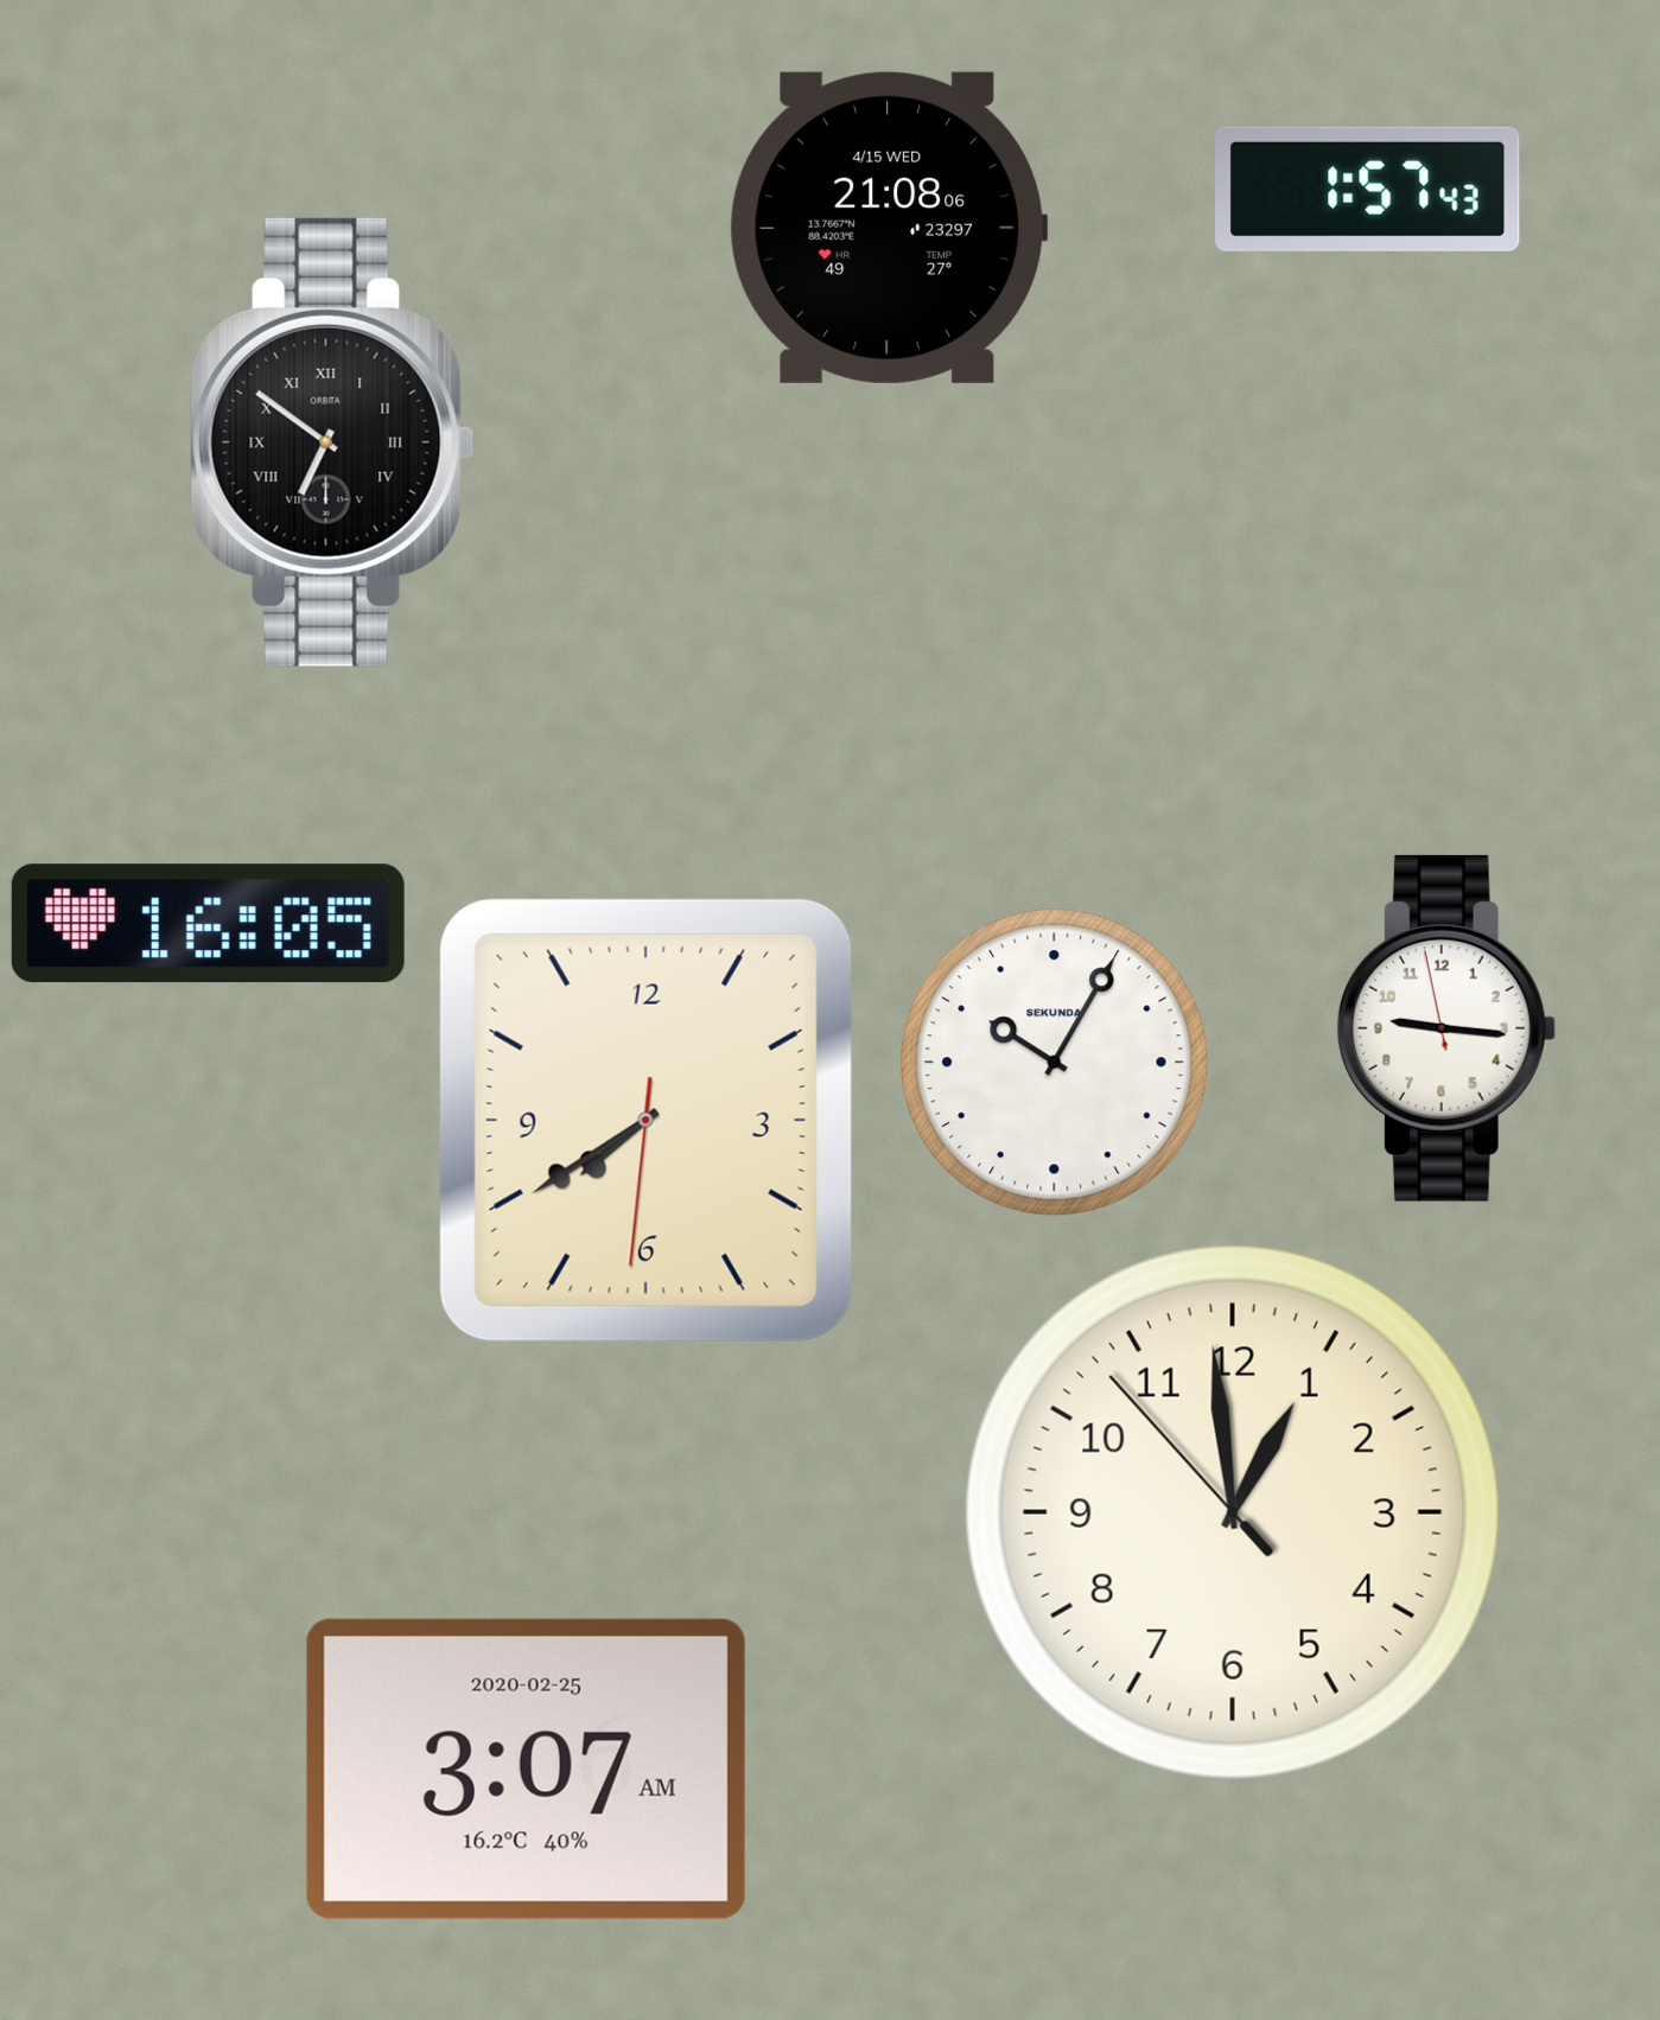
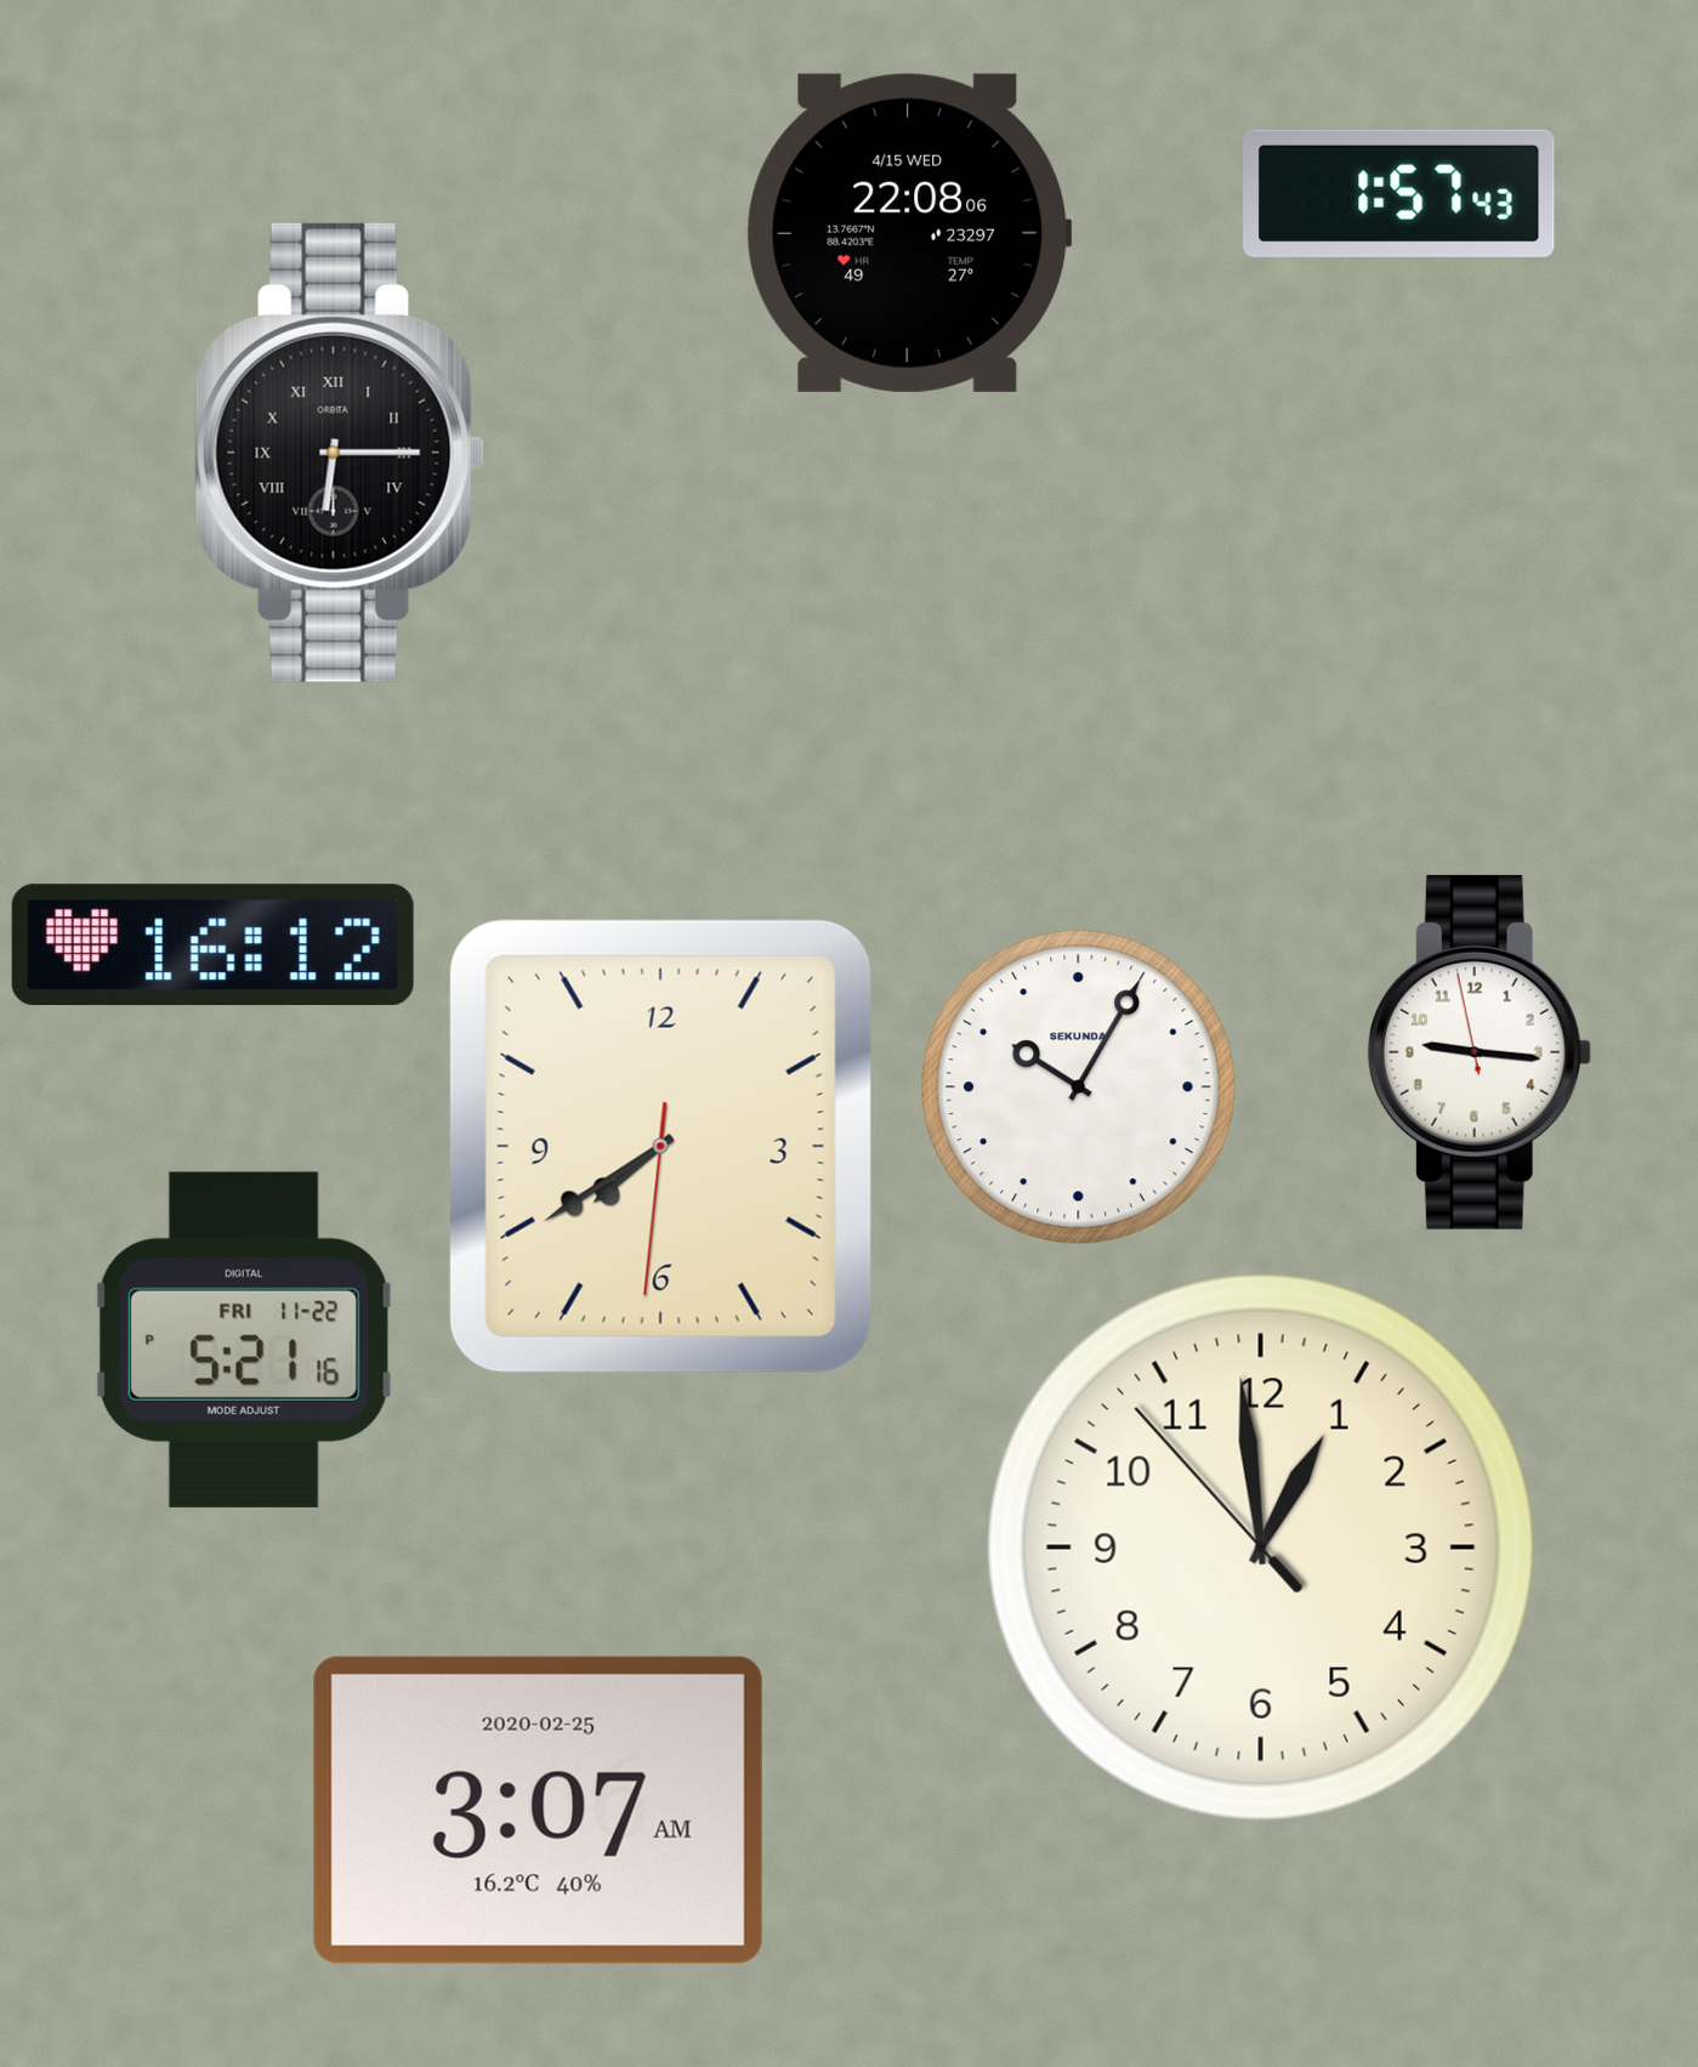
clock at (889, 228): 21:08 -> 22:08
clock at (332, 442): 6:51 -> 6:15
clock at (208, 924): 16:05 -> 16:12
clock at (244, 1340): none -> 5:21
